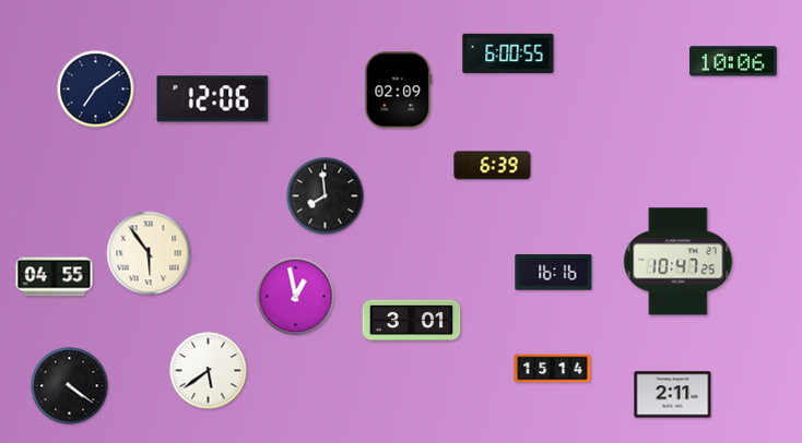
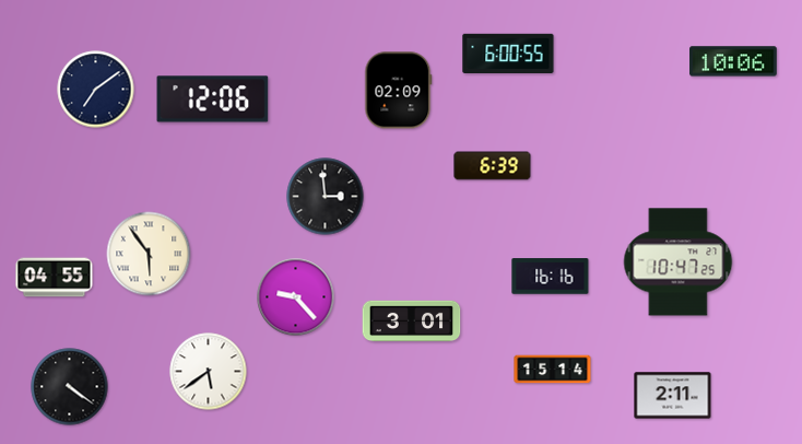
clock at (326, 196): 7:59 -> 2:59
clock at (554, 273) position: (554, 273) -> (551, 277)
clock at (296, 297): 12:58 -> 9:23
